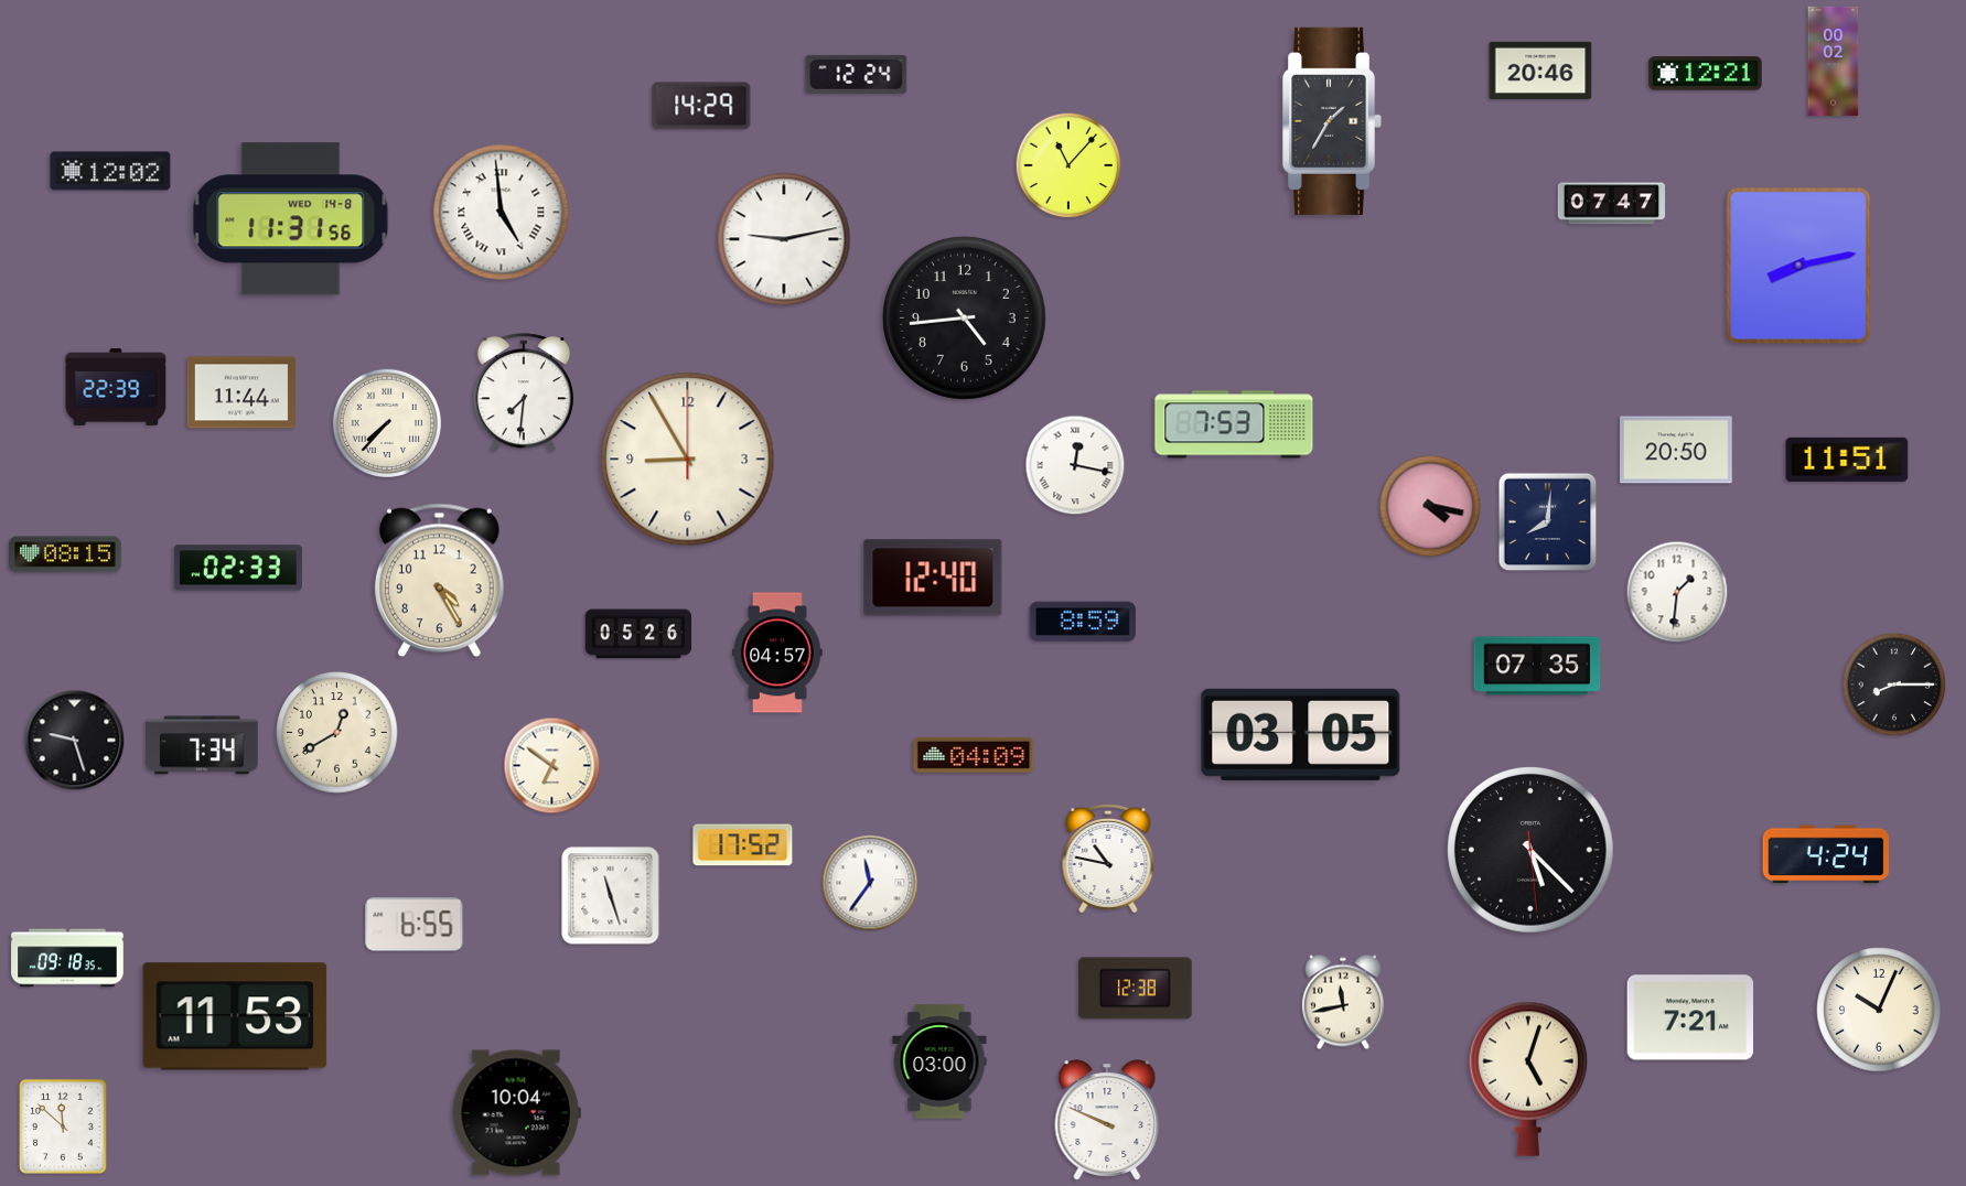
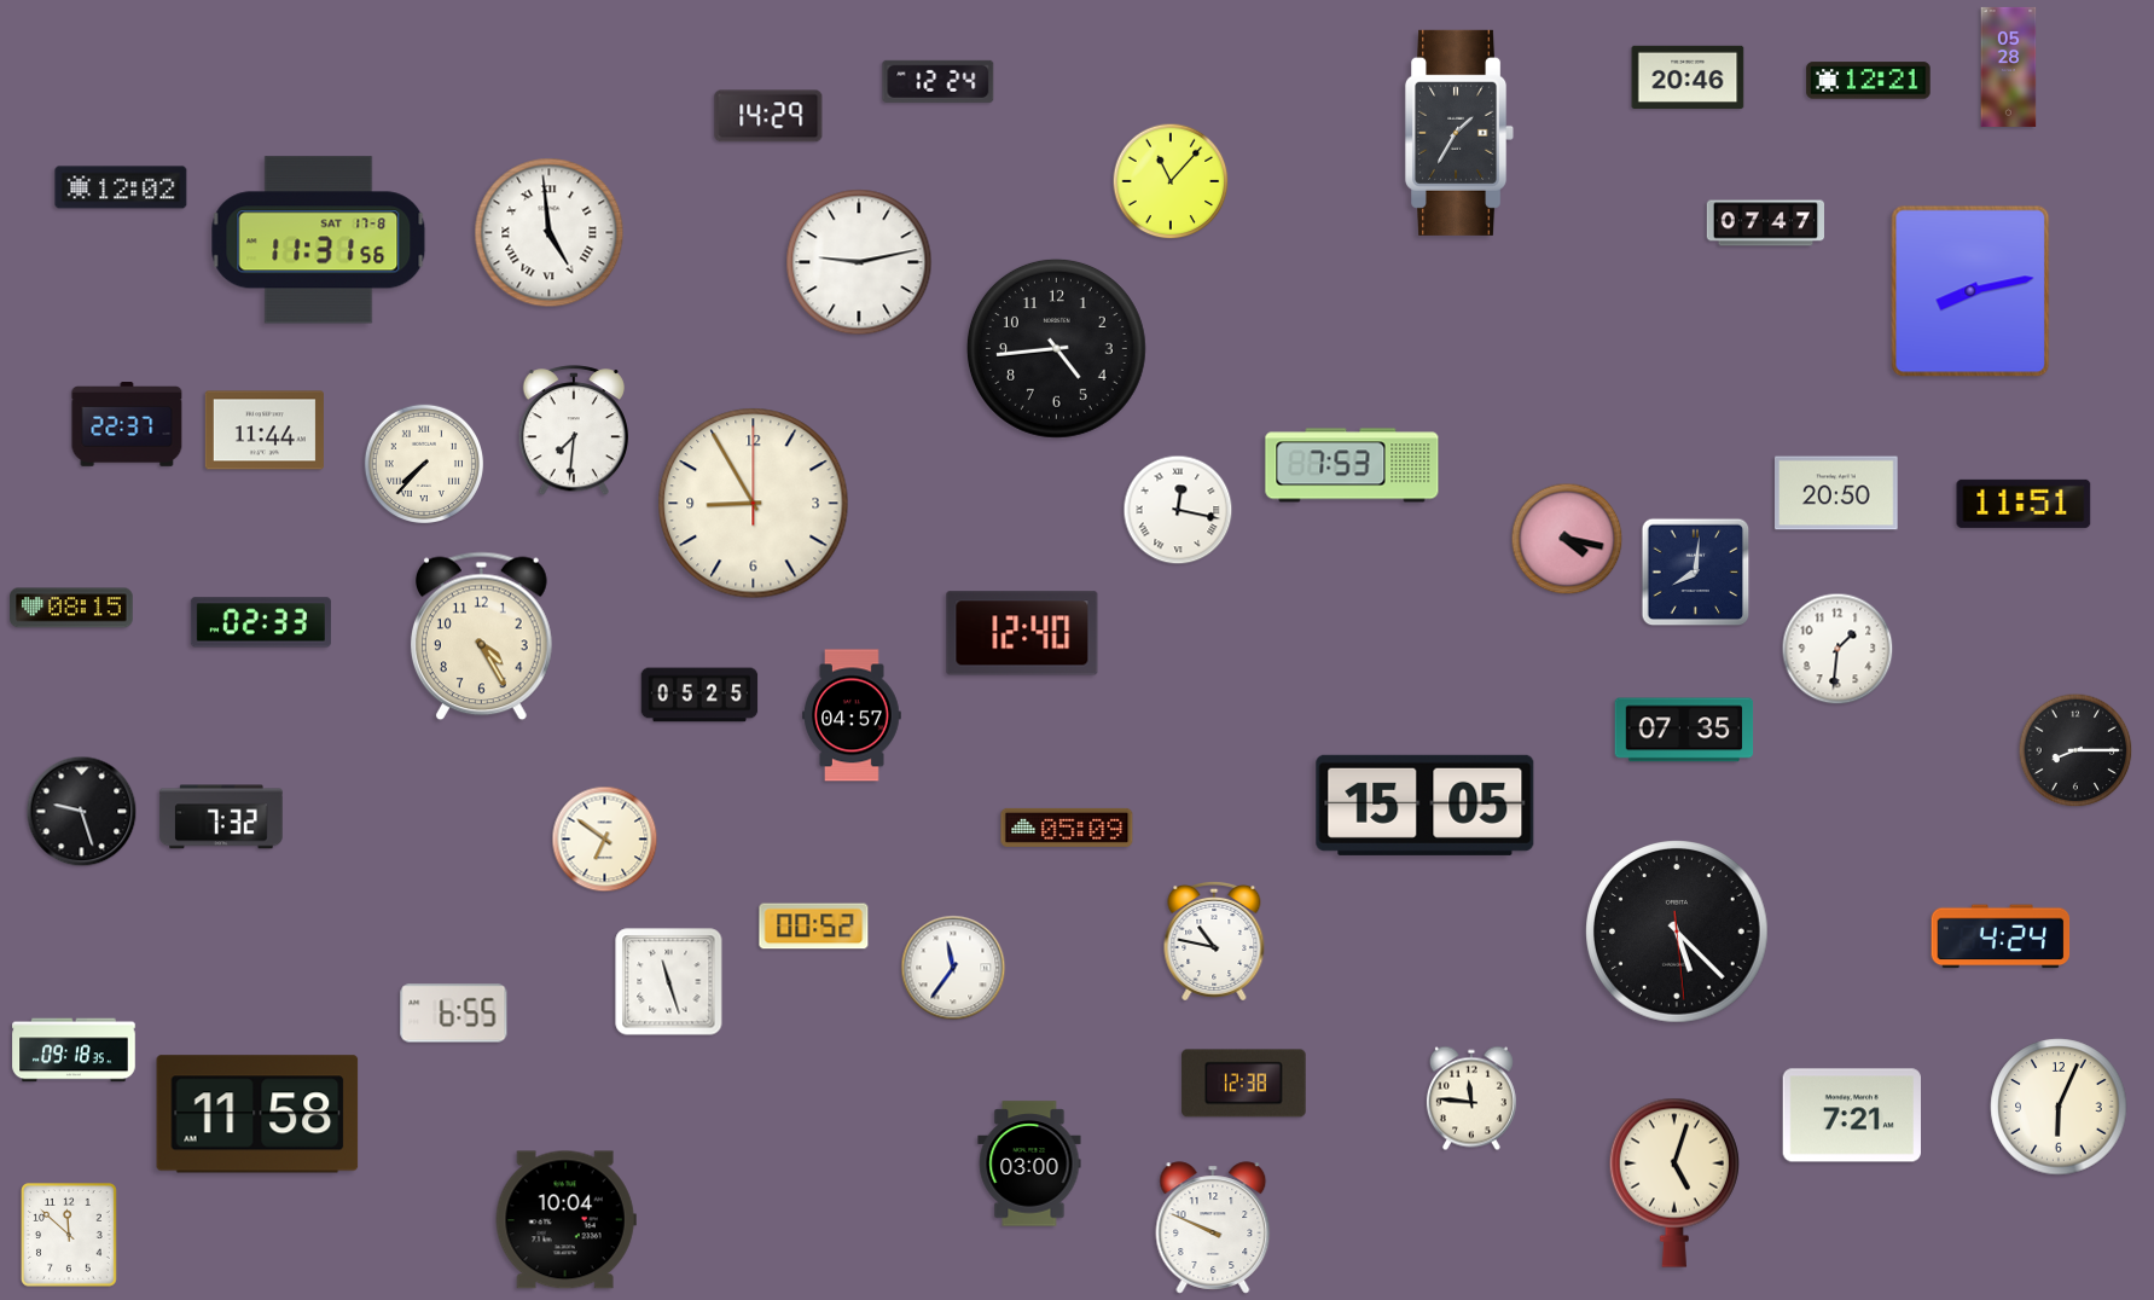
clock at (1834, 61): 00:02 -> 05:28
clock at (291, 219) date: WED 14-8 -> SAT 17-8
clock at (116, 388): 22:39 -> 22:37
clock at (1430, 506) position: (1430, 506) -> (1567, 539)
clock at (1083, 622): 8:59 -> none
clock at (638, 634): 05:26 -> 05:25
clock at (337, 733): 12:40 -> none
clock at (1301, 734): 03:05 -> 15:05
clock at (202, 745): 7:34 -> 7:32
clock at (974, 755): 04:09 -> 05:09
clock at (743, 845): 17:52 -> 00:52
clock at (1343, 1002): 11:43 -> 11:46
clock at (1879, 1010): 10:04 -> 6:04
clock at (235, 1016): 11:53 -> 11:58
